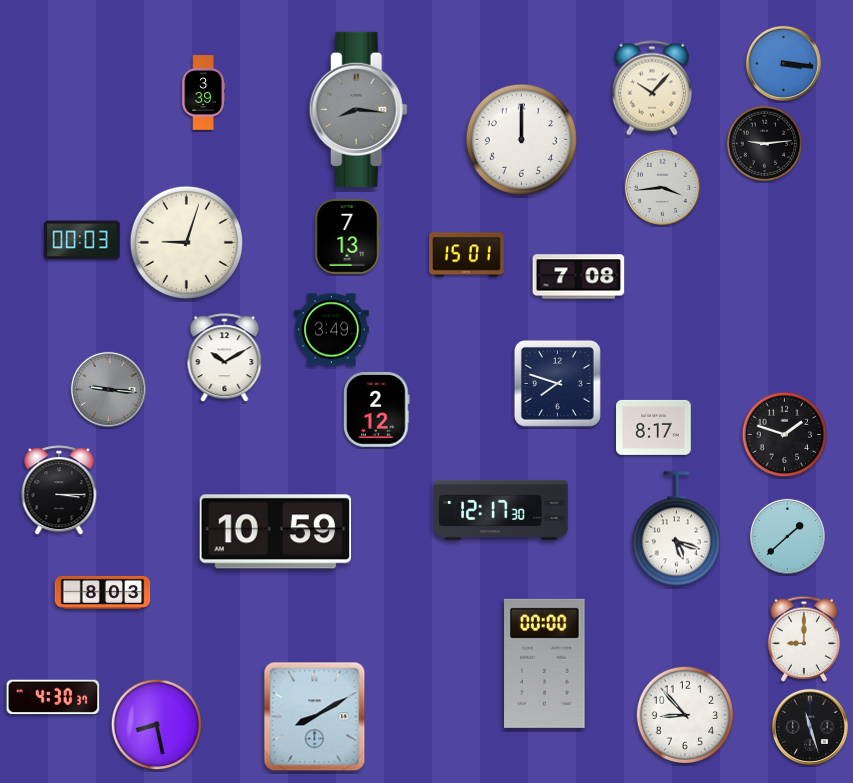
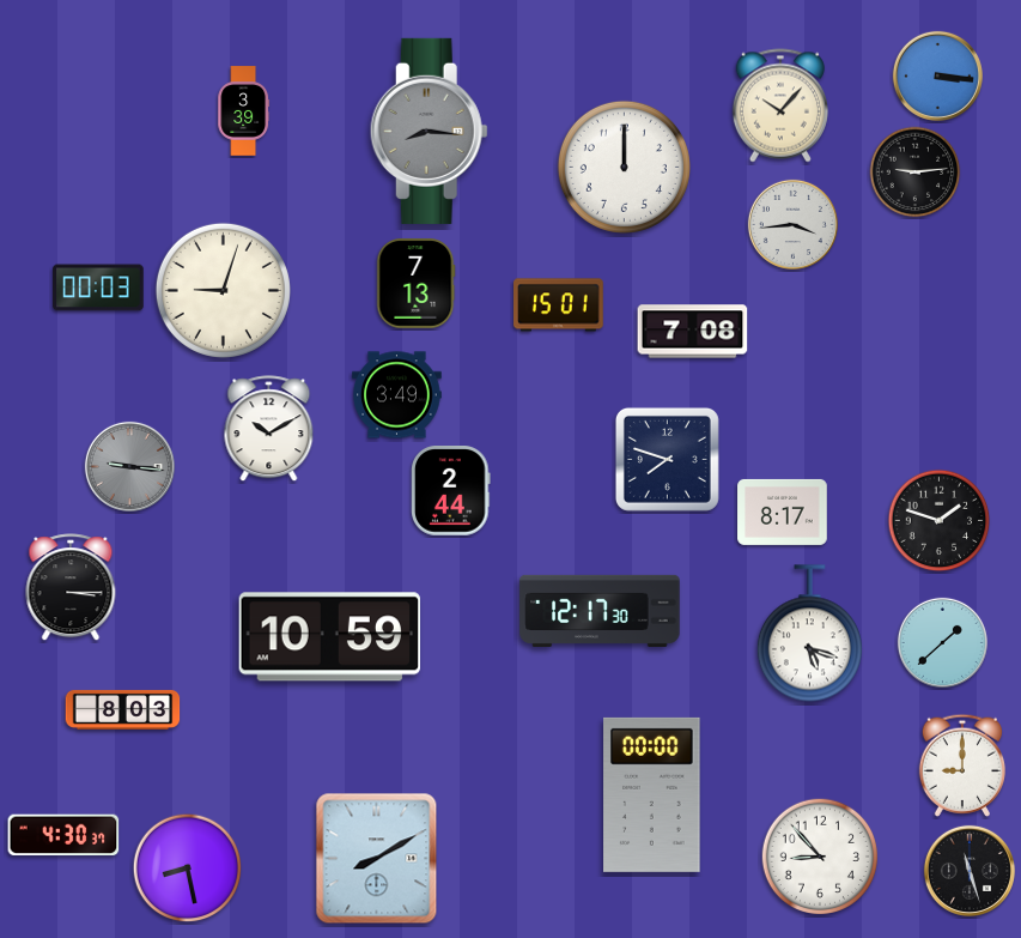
clock at (377, 410): 2:12 -> 2:44
